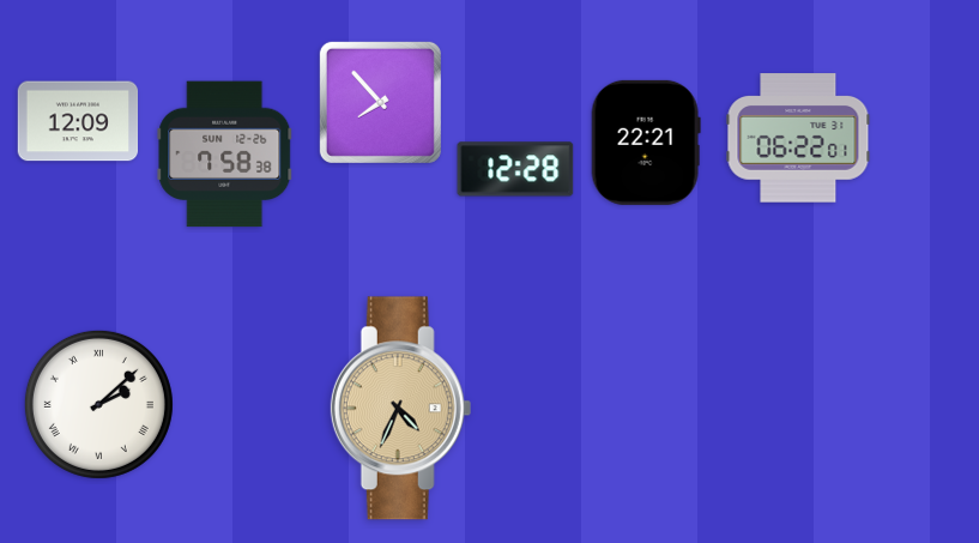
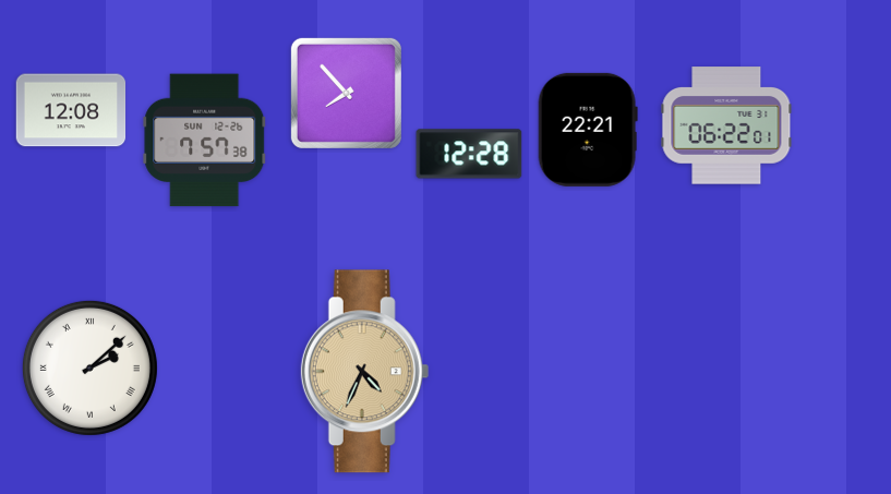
clock at (78, 121): 12:09 -> 12:08
clock at (225, 155): 7:58 -> 7:57
